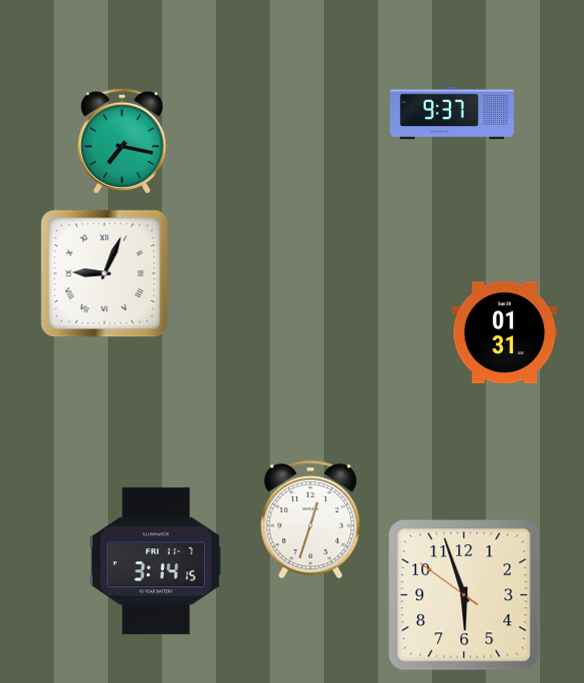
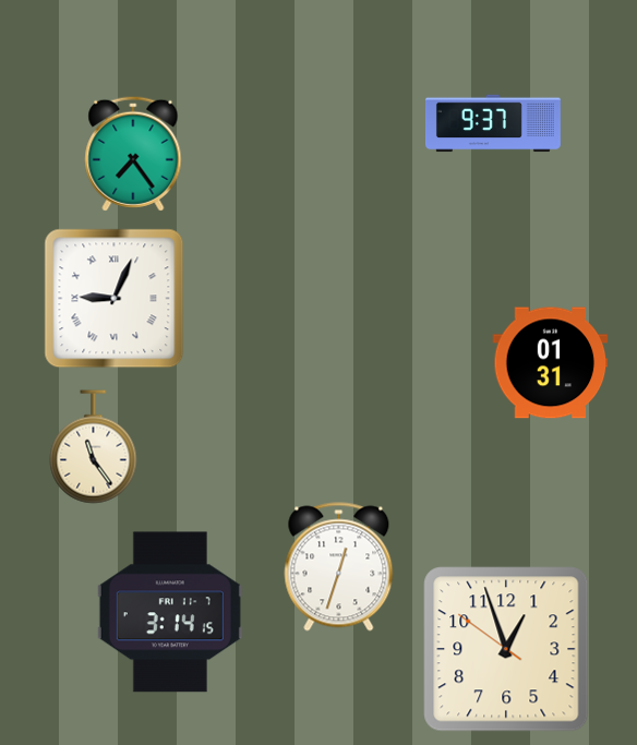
clock at (122, 141): 7:17 -> 7:24
clock at (94, 447): none -> 11:24
clock at (464, 595): 5:56 -> 12:56
